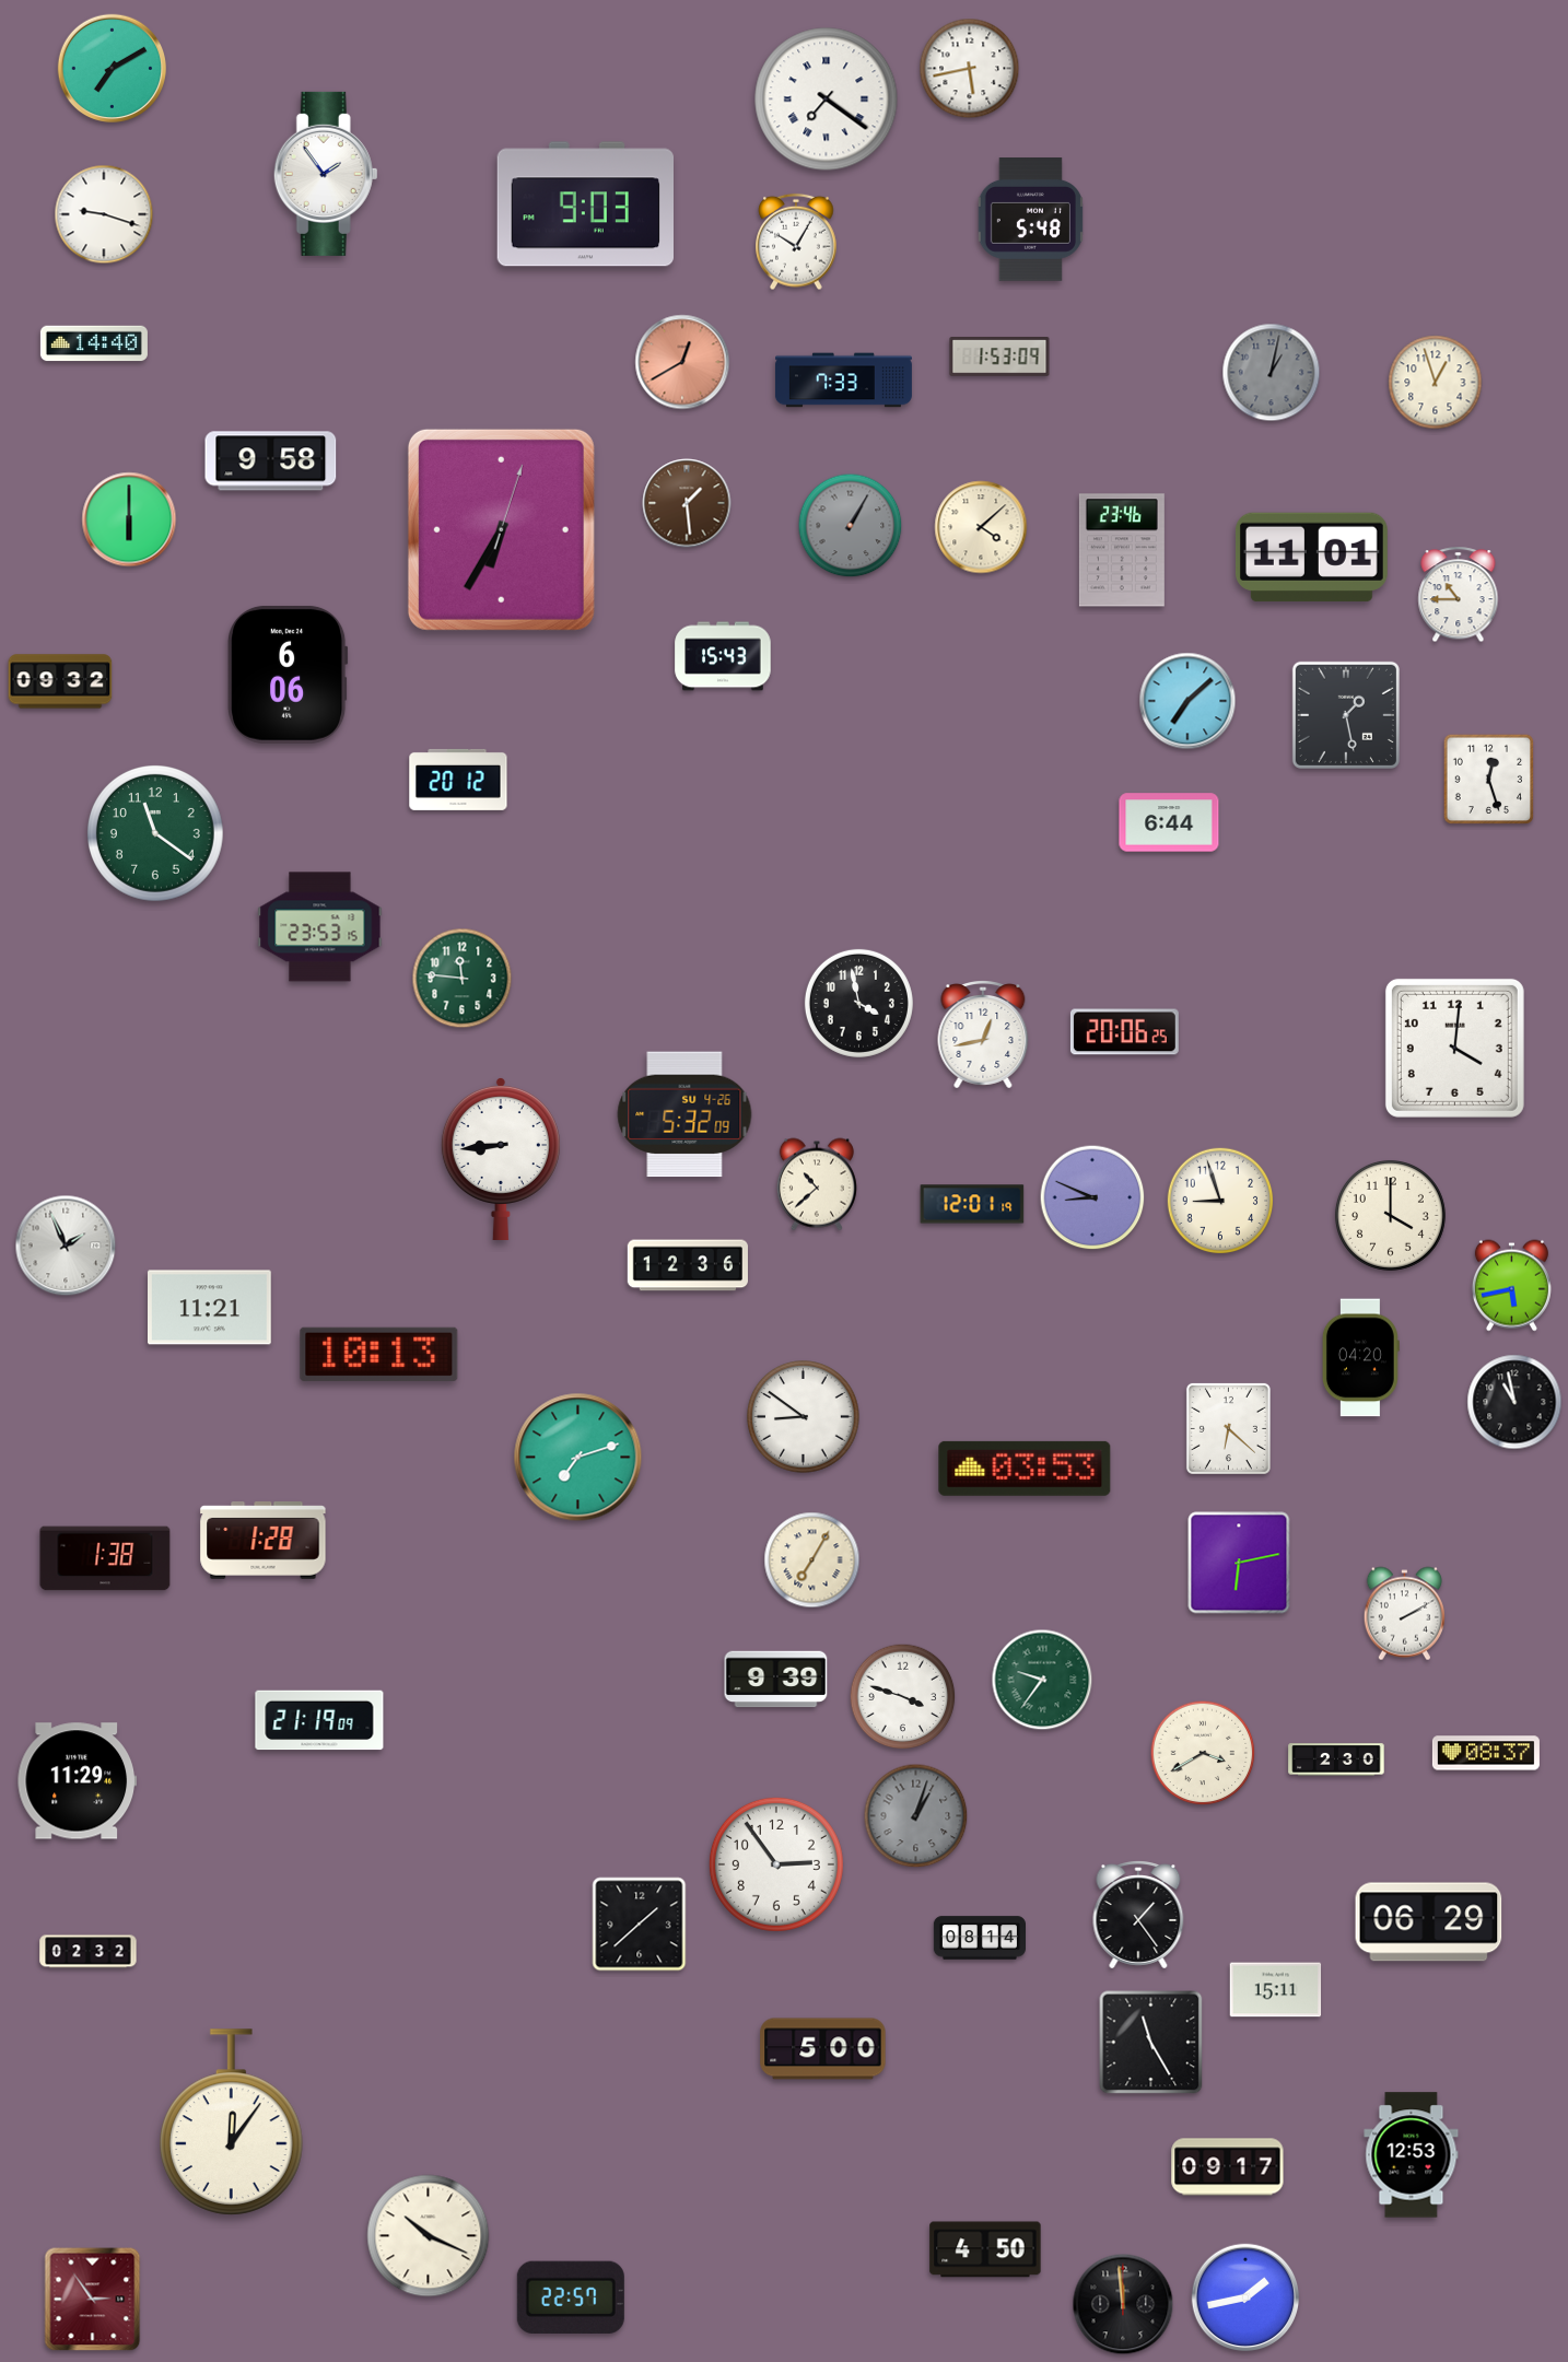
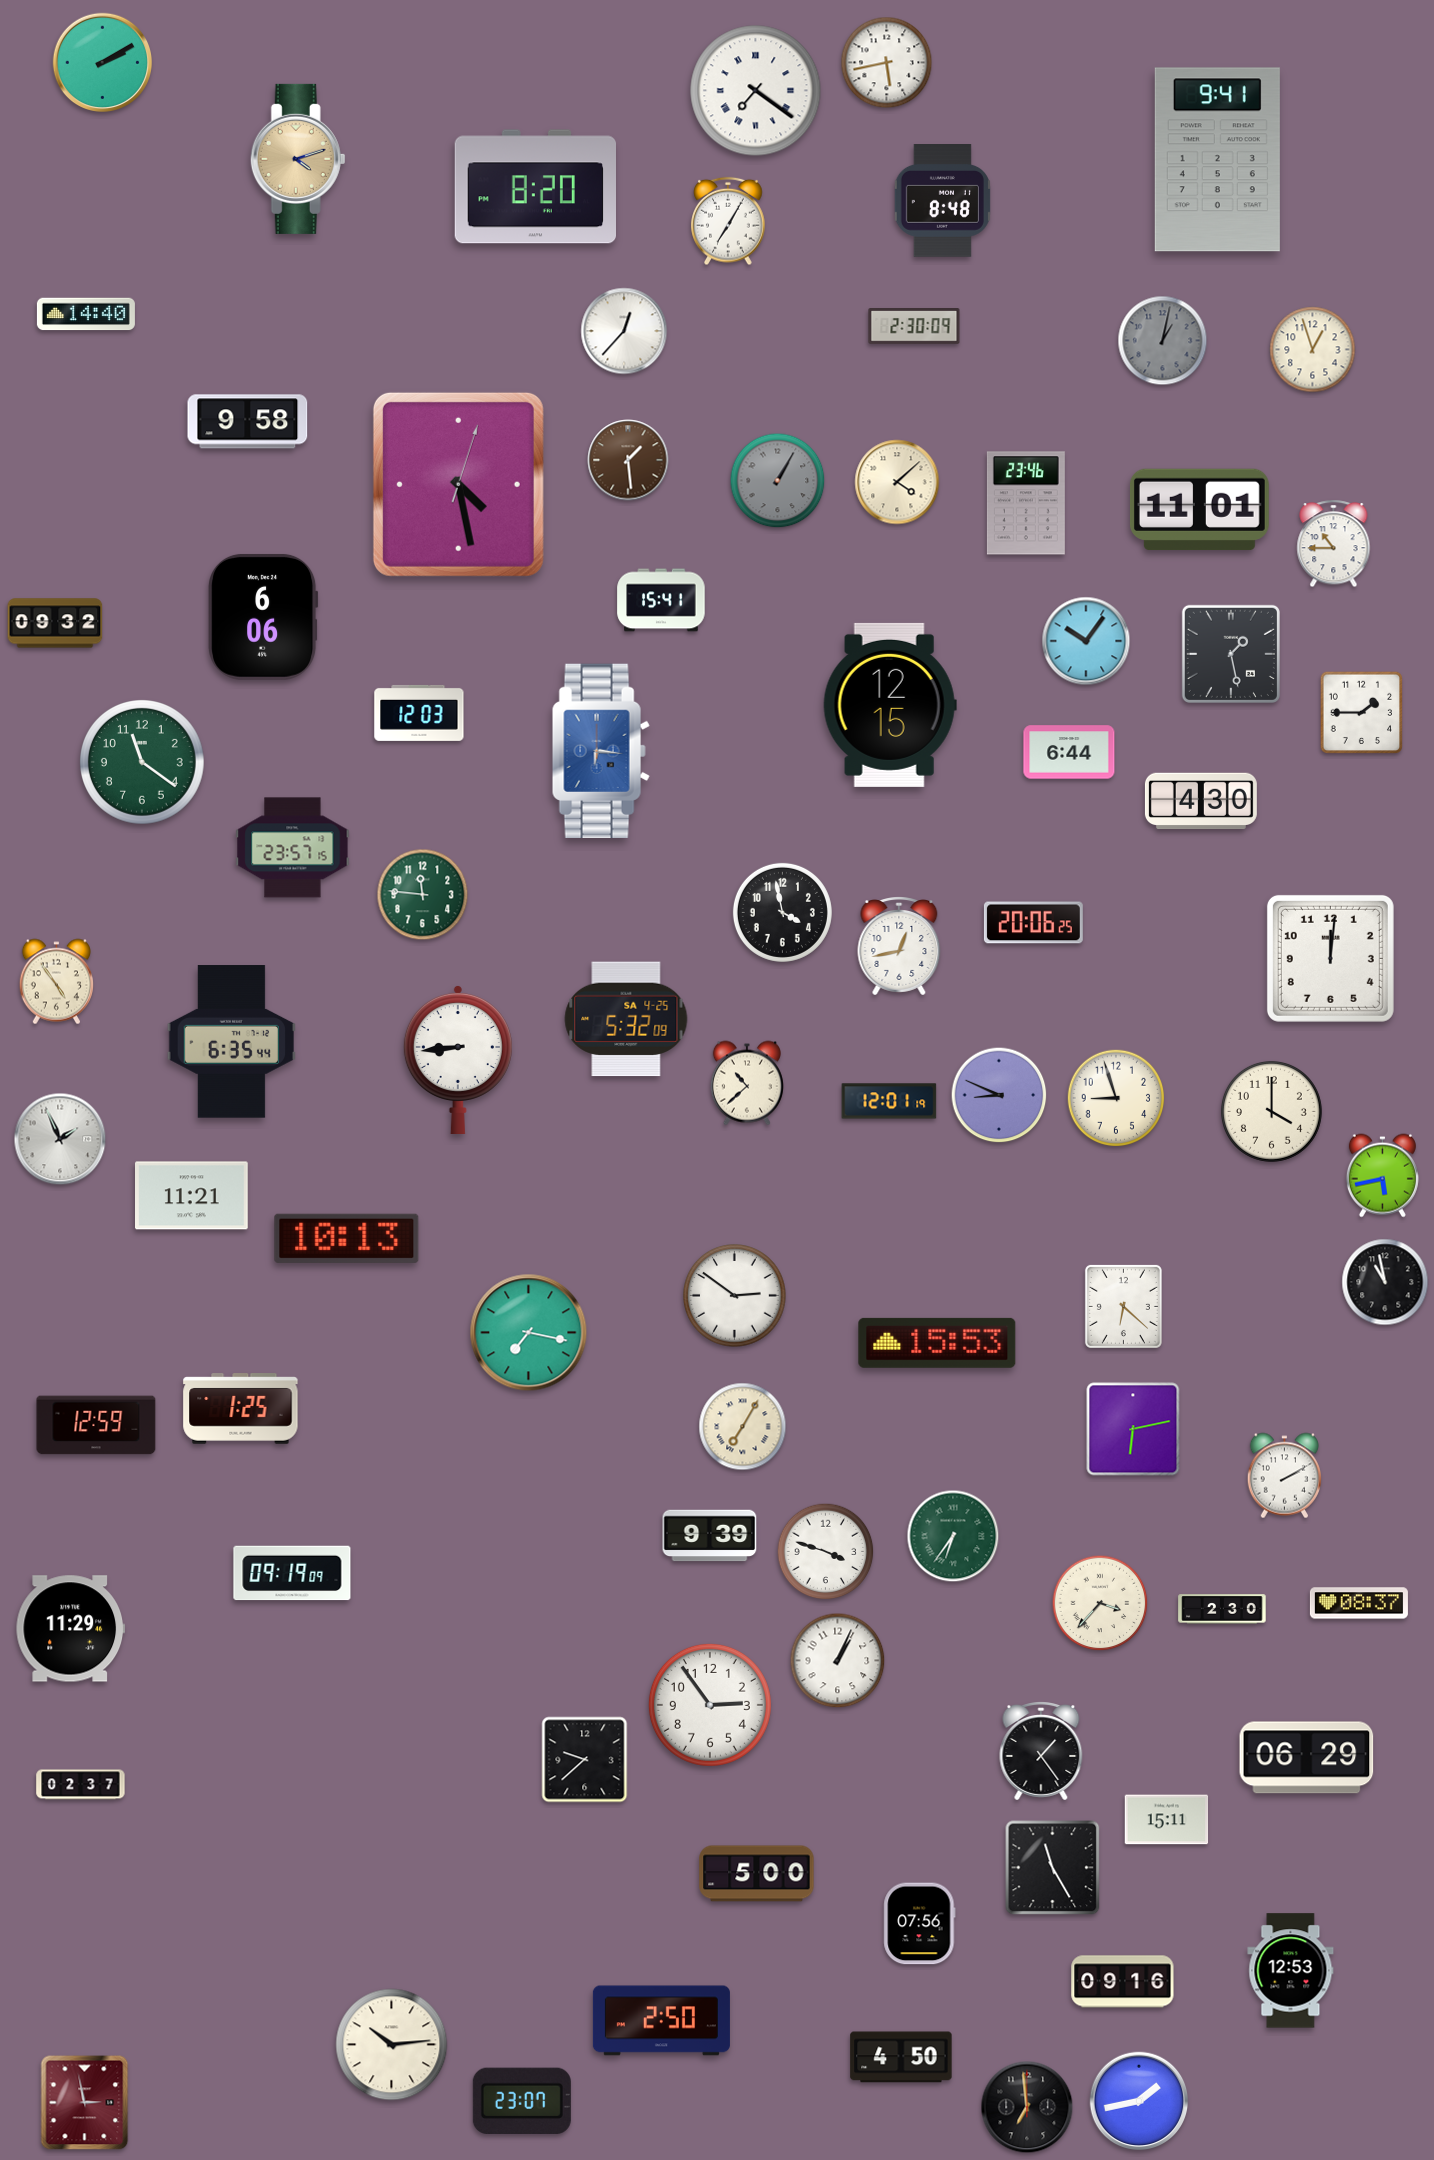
clock at (113, 69): 7:10 -> 2:10
clock at (326, 174): 1:54 -> 4:12
clock at (326, 174) dial: white -> champagne
clock at (1217, 160): none -> 9:41
clock at (585, 204): 9:03 -> 8:20
clock at (104, 214): 9:18 -> none
clock at (1030, 220): 5:48 -> 8:48
clock at (796, 242): 10:05 -> 7:05
clock at (999, 356): 1:53 -> 2:30
clock at (682, 362): 12:40 -> 12:37
clock at (682, 362) dial: salmon -> white
clock at (843, 381): 7:33 -> none
clock at (129, 519): 6:00 -> none
clock at (501, 529): 6:35 -> 4:28
clock at (723, 656): 15:43 -> 15:41
clock at (1187, 701): 7:08 -> 10:06
clock at (890, 705): none -> 12:15
clock at (1488, 779): 12:27 -> 1:45
clock at (458, 780): 20:12 -> 12:03
clock at (601, 750): none -> 6:16
clock at (1201, 801): none -> 4:30
clock at (320, 927): 23:53 -> 23:57
clock at (858, 1003) position: (858, 1003) -> (782, 912)
clock at (1124, 1032) position: (1124, 1032) -> (1033, 923)
clock at (1454, 1048): 4:01 -> 12:01
clock at (56, 982): none -> 4:54
clock at (684, 1114) date: SU 4-26 -> SA 4-25
clock at (231, 1042): none -> 6:35
clock at (688, 1265): 12:36 -> none
clock at (1360, 1358): 04:20 -> none
clock at (804, 1417): 8:51 -> 2:51
clock at (578, 1458): 7:12 -> 7:17
clock at (1025, 1469): 03:53 -> 15:53
clock at (264, 1541): 1:28 -> 1:25
clock at (105, 1558): 1:38 -> 12:59
clock at (1042, 1680): 9:36 -> 6:36
clock at (319, 1720): 21:19 -> 09:19
clock at (1203, 1753): 3:40 -> 3:37
clock at (916, 1816): 1:03 -> 1:04
clock at (916, 1816) dial: grey -> white
clock at (640, 1925): 1:38 -> 9:38
clock at (979, 1938): 08:14 -> none
clock at (89, 1952): 02:32 -> 02:37
clock at (823, 2049) position: (823, 2049) -> (757, 1874)
clock at (920, 1924): none -> 07:56
clock at (231, 2123): 12:06 -> none
clock at (1228, 2167): 09:17 -> 09:16
clock at (661, 2021): none -> 2:50
clock at (429, 2236): 10:19 -> 10:14
clock at (571, 2297): 22:57 -> 23:07
clock at (93, 2300): 2:54 -> 2:58
clock at (1123, 2304): 11:59 -> 6:59
